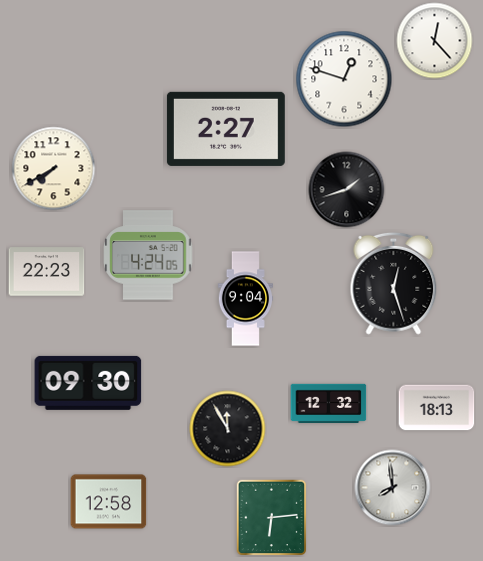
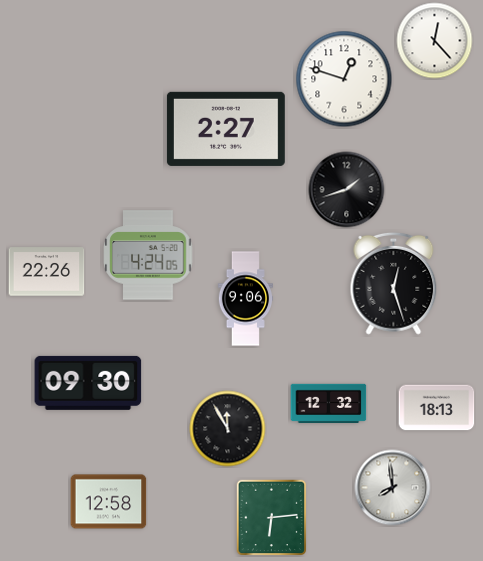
clock at (54, 169): 7:40 -> none
clock at (47, 272): 22:23 -> 22:26
clock at (245, 299): 9:04 -> 9:06
